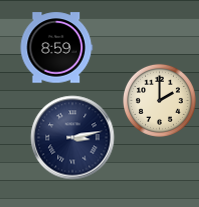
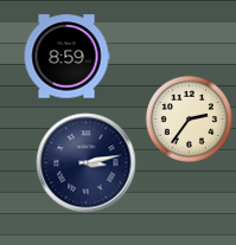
clock at (159, 100): 2:00 -> 2:36
